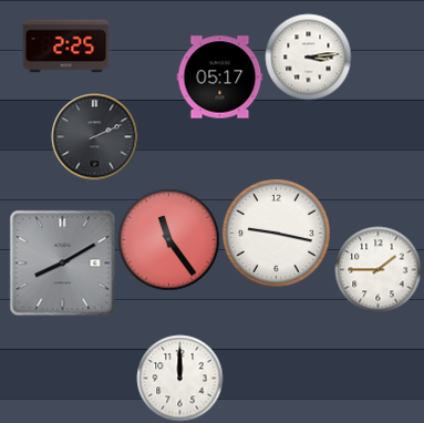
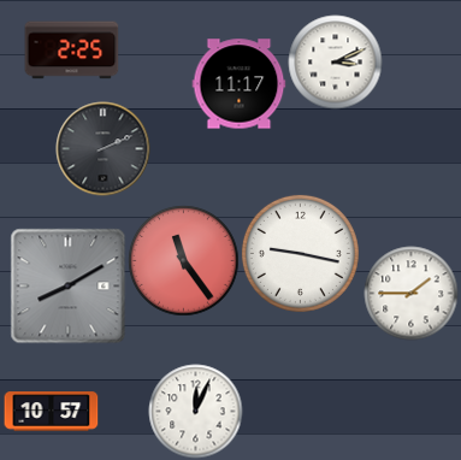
clock at (308, 56): 3:14 -> 3:11
clock at (219, 78): 05:17 -> 11:17
clock at (179, 378): 12:00 -> 12:04
clock at (51, 412): none -> 10:57
